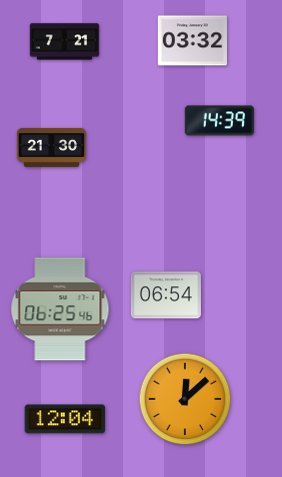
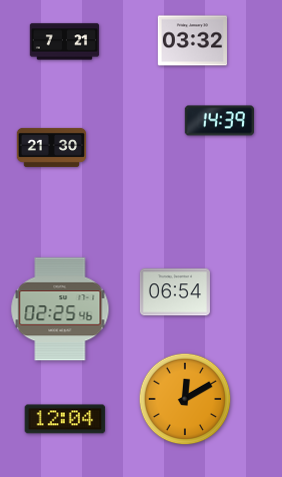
clock at (166, 295) position: (166, 295) -> (175, 292)
clock at (60, 309): 06:25 -> 02:25
clock at (185, 399): 12:08 -> 12:10
